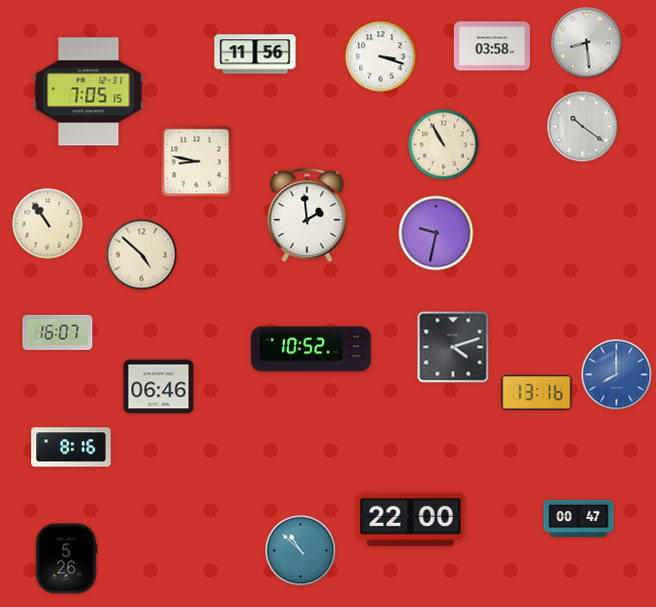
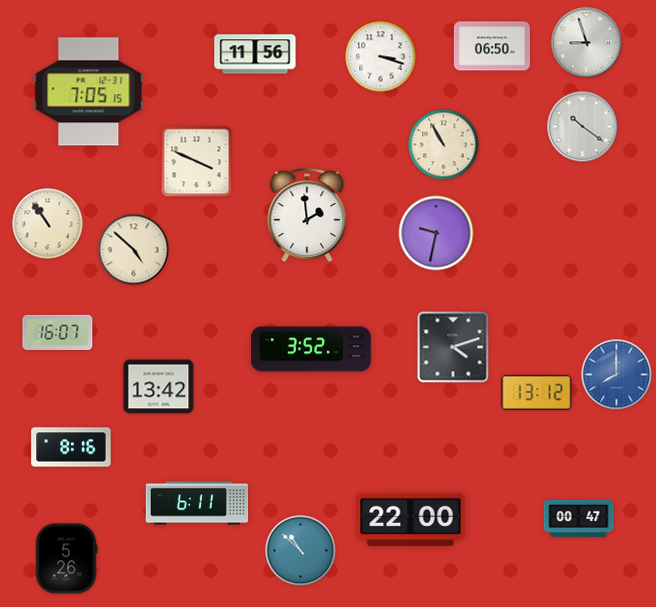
clock at (587, 43): 8:29 -> 8:57
clock at (492, 46): 03:58 -> 06:50
clock at (197, 162): 8:47 -> 3:49
clock at (142, 255) position: (142, 255) -> (134, 250)
clock at (311, 349): 10:52 -> 3:52
clock at (159, 387): 06:46 -> 13:42
clock at (537, 392): 13:16 -> 13:12
clock at (197, 503): none -> 6:11
